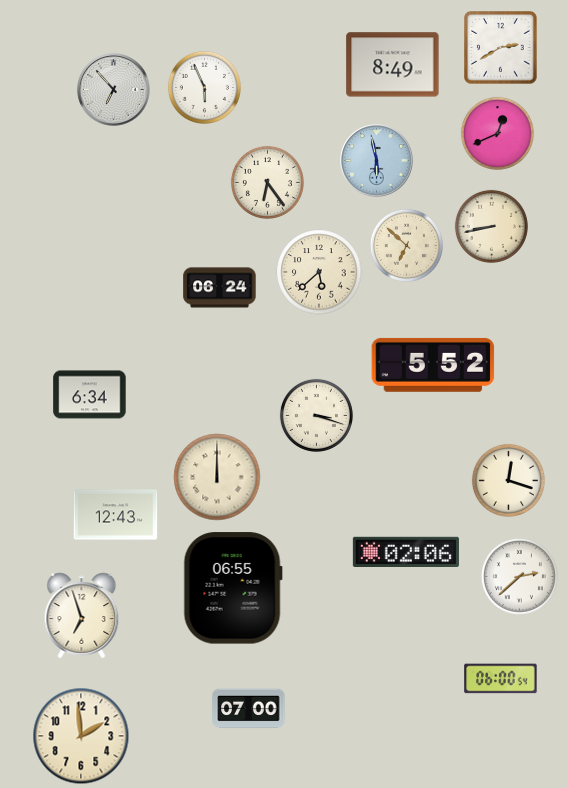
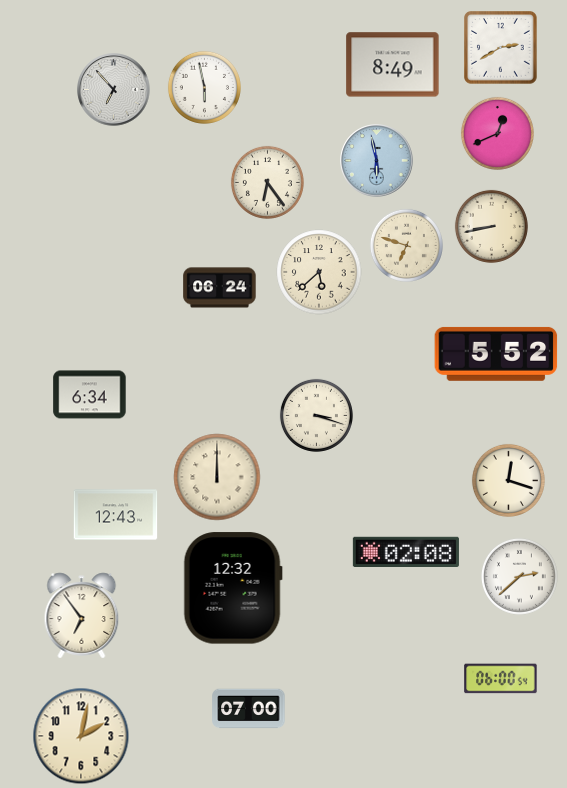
clock at (204, 87): 5:56 -> 5:58
clock at (406, 245): 6:52 -> 6:48
clock at (433, 365) position: (433, 365) -> (496, 354)
clock at (406, 552): 02:06 -> 02:08
clock at (233, 588): 06:55 -> 12:32
clock at (82, 616): 6:57 -> 6:54
clock at (81, 736): 1:59 -> 2:02
